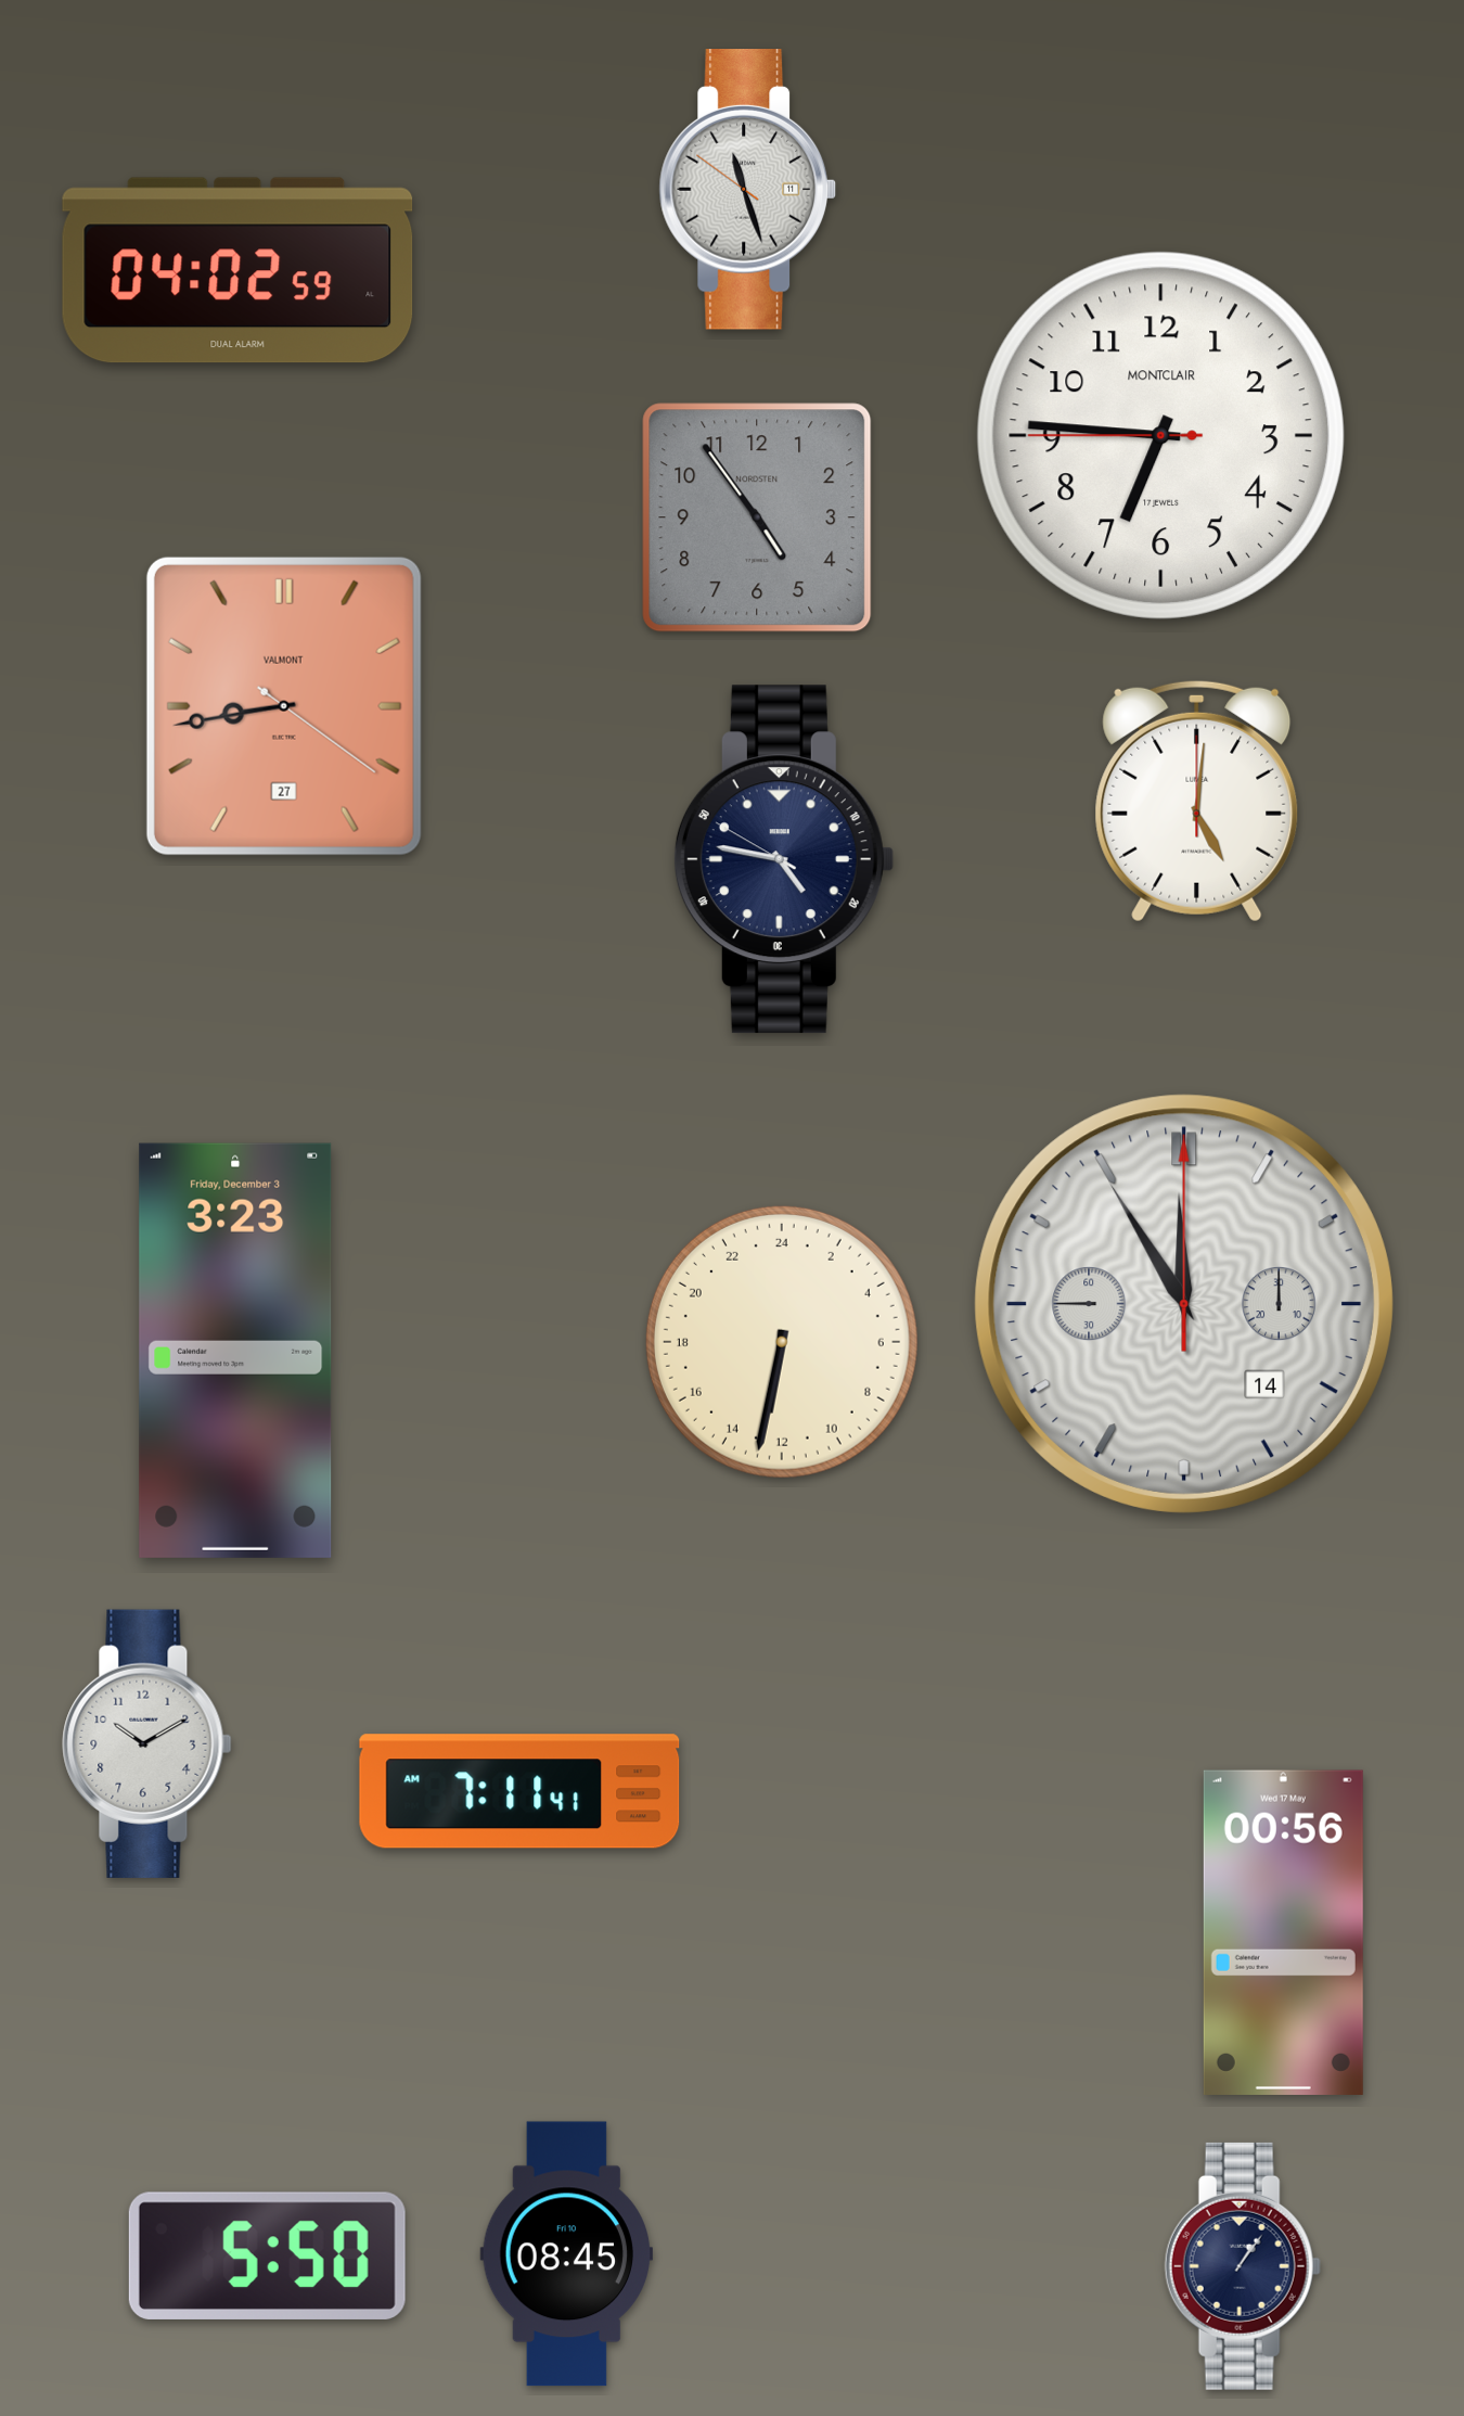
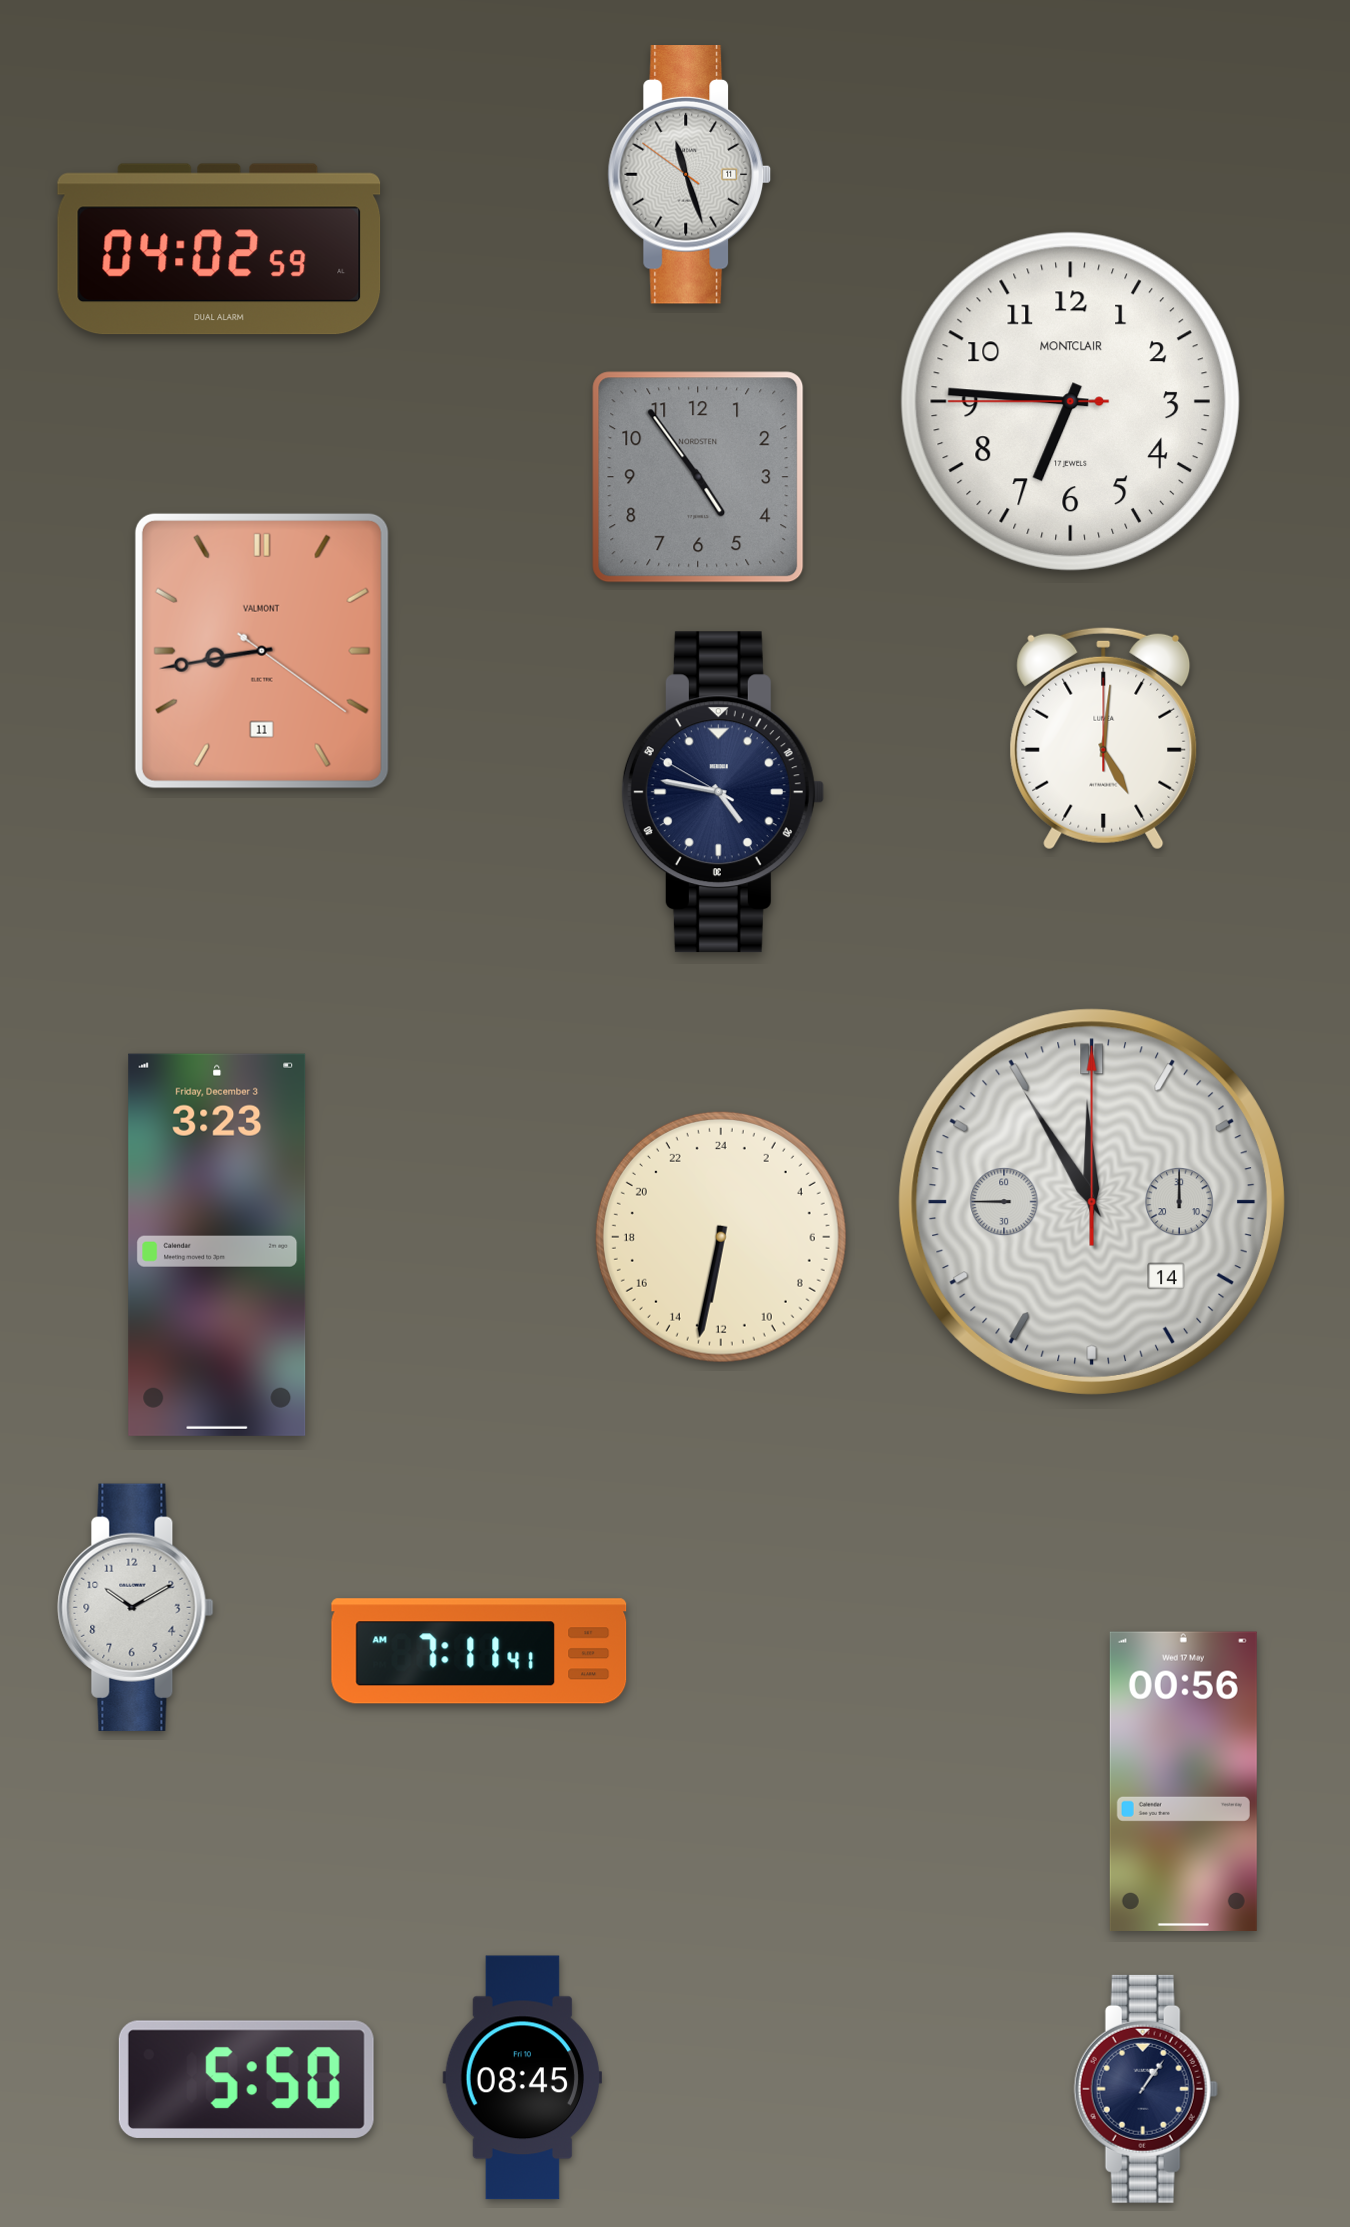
clock at (284, 706) date: 27 -> 11
